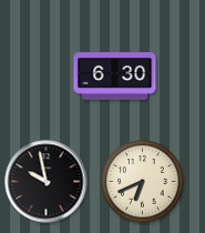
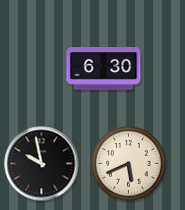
clock at (143, 182): 6:41 -> 5:41
